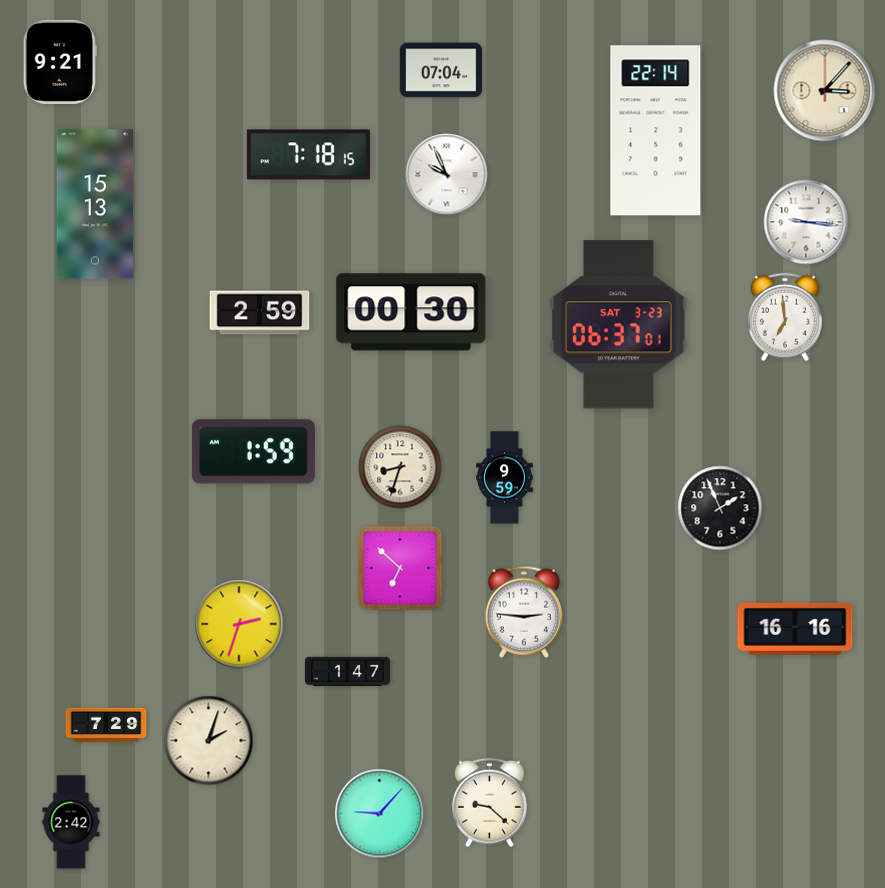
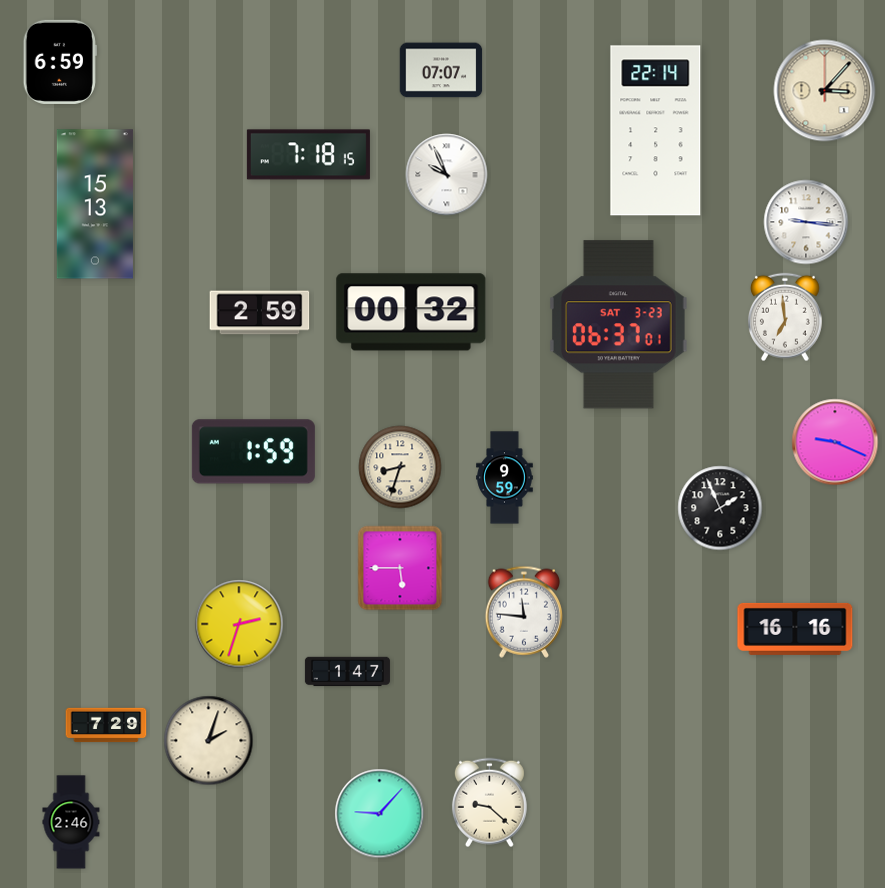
clock at (60, 62): 9:21 -> 6:59
clock at (441, 70): 07:04 -> 07:07
clock at (411, 312): 00:30 -> 00:32
clock at (835, 442): none -> 9:19
clock at (400, 568): 6:52 -> 5:45
clock at (523, 612): 2:46 -> 11:46
clock at (71, 822): 2:42 -> 2:46
